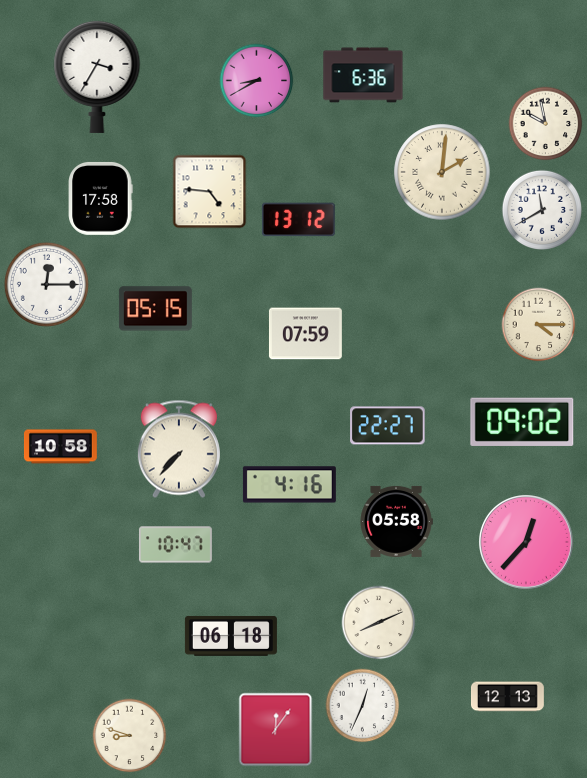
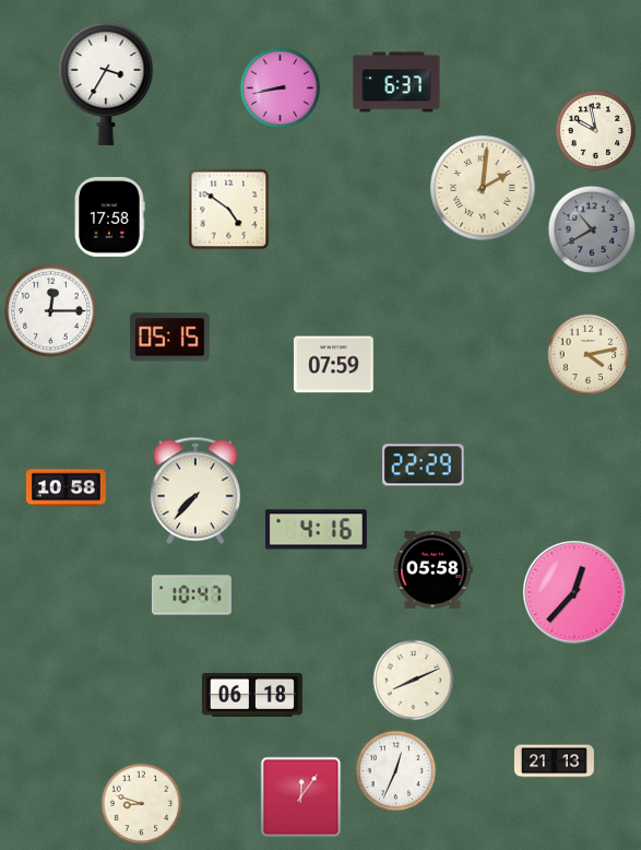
clock at (363, 75): 6:36 -> 6:37
clock at (257, 81): 8:40 -> 8:43
clock at (546, 124) position: (546, 124) -> (596, 131)
clock at (210, 192): 4:46 -> 4:51
clock at (541, 209): 11:40 -> 10:40
clock at (541, 209) dial: white -> grey
clock at (298, 220): 13:12 -> none
clock at (539, 325): 4:15 -> 4:13
clock at (522, 422): 09:02 -> none
clock at (388, 426): 22:27 -> 22:29
clock at (507, 697): 12:13 -> 21:13
